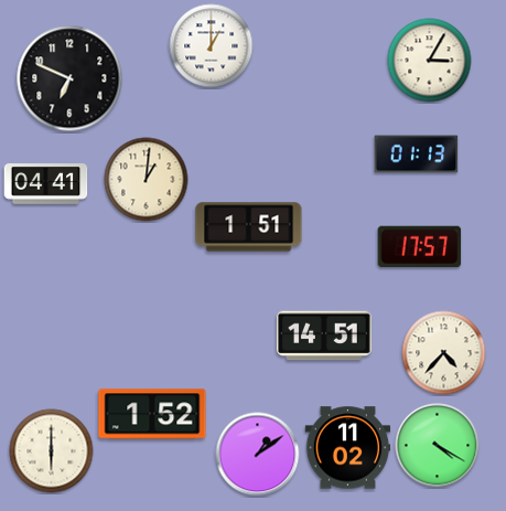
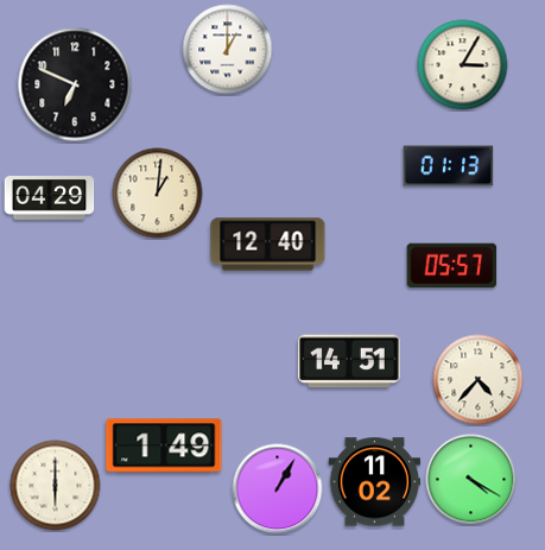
clock at (46, 184): 04:41 -> 04:29
clock at (249, 227): 1:51 -> 12:40
clock at (420, 247): 17:57 -> 05:57
clock at (152, 414): 1:52 -> 1:49
clock at (258, 455): 1:09 -> 1:05
